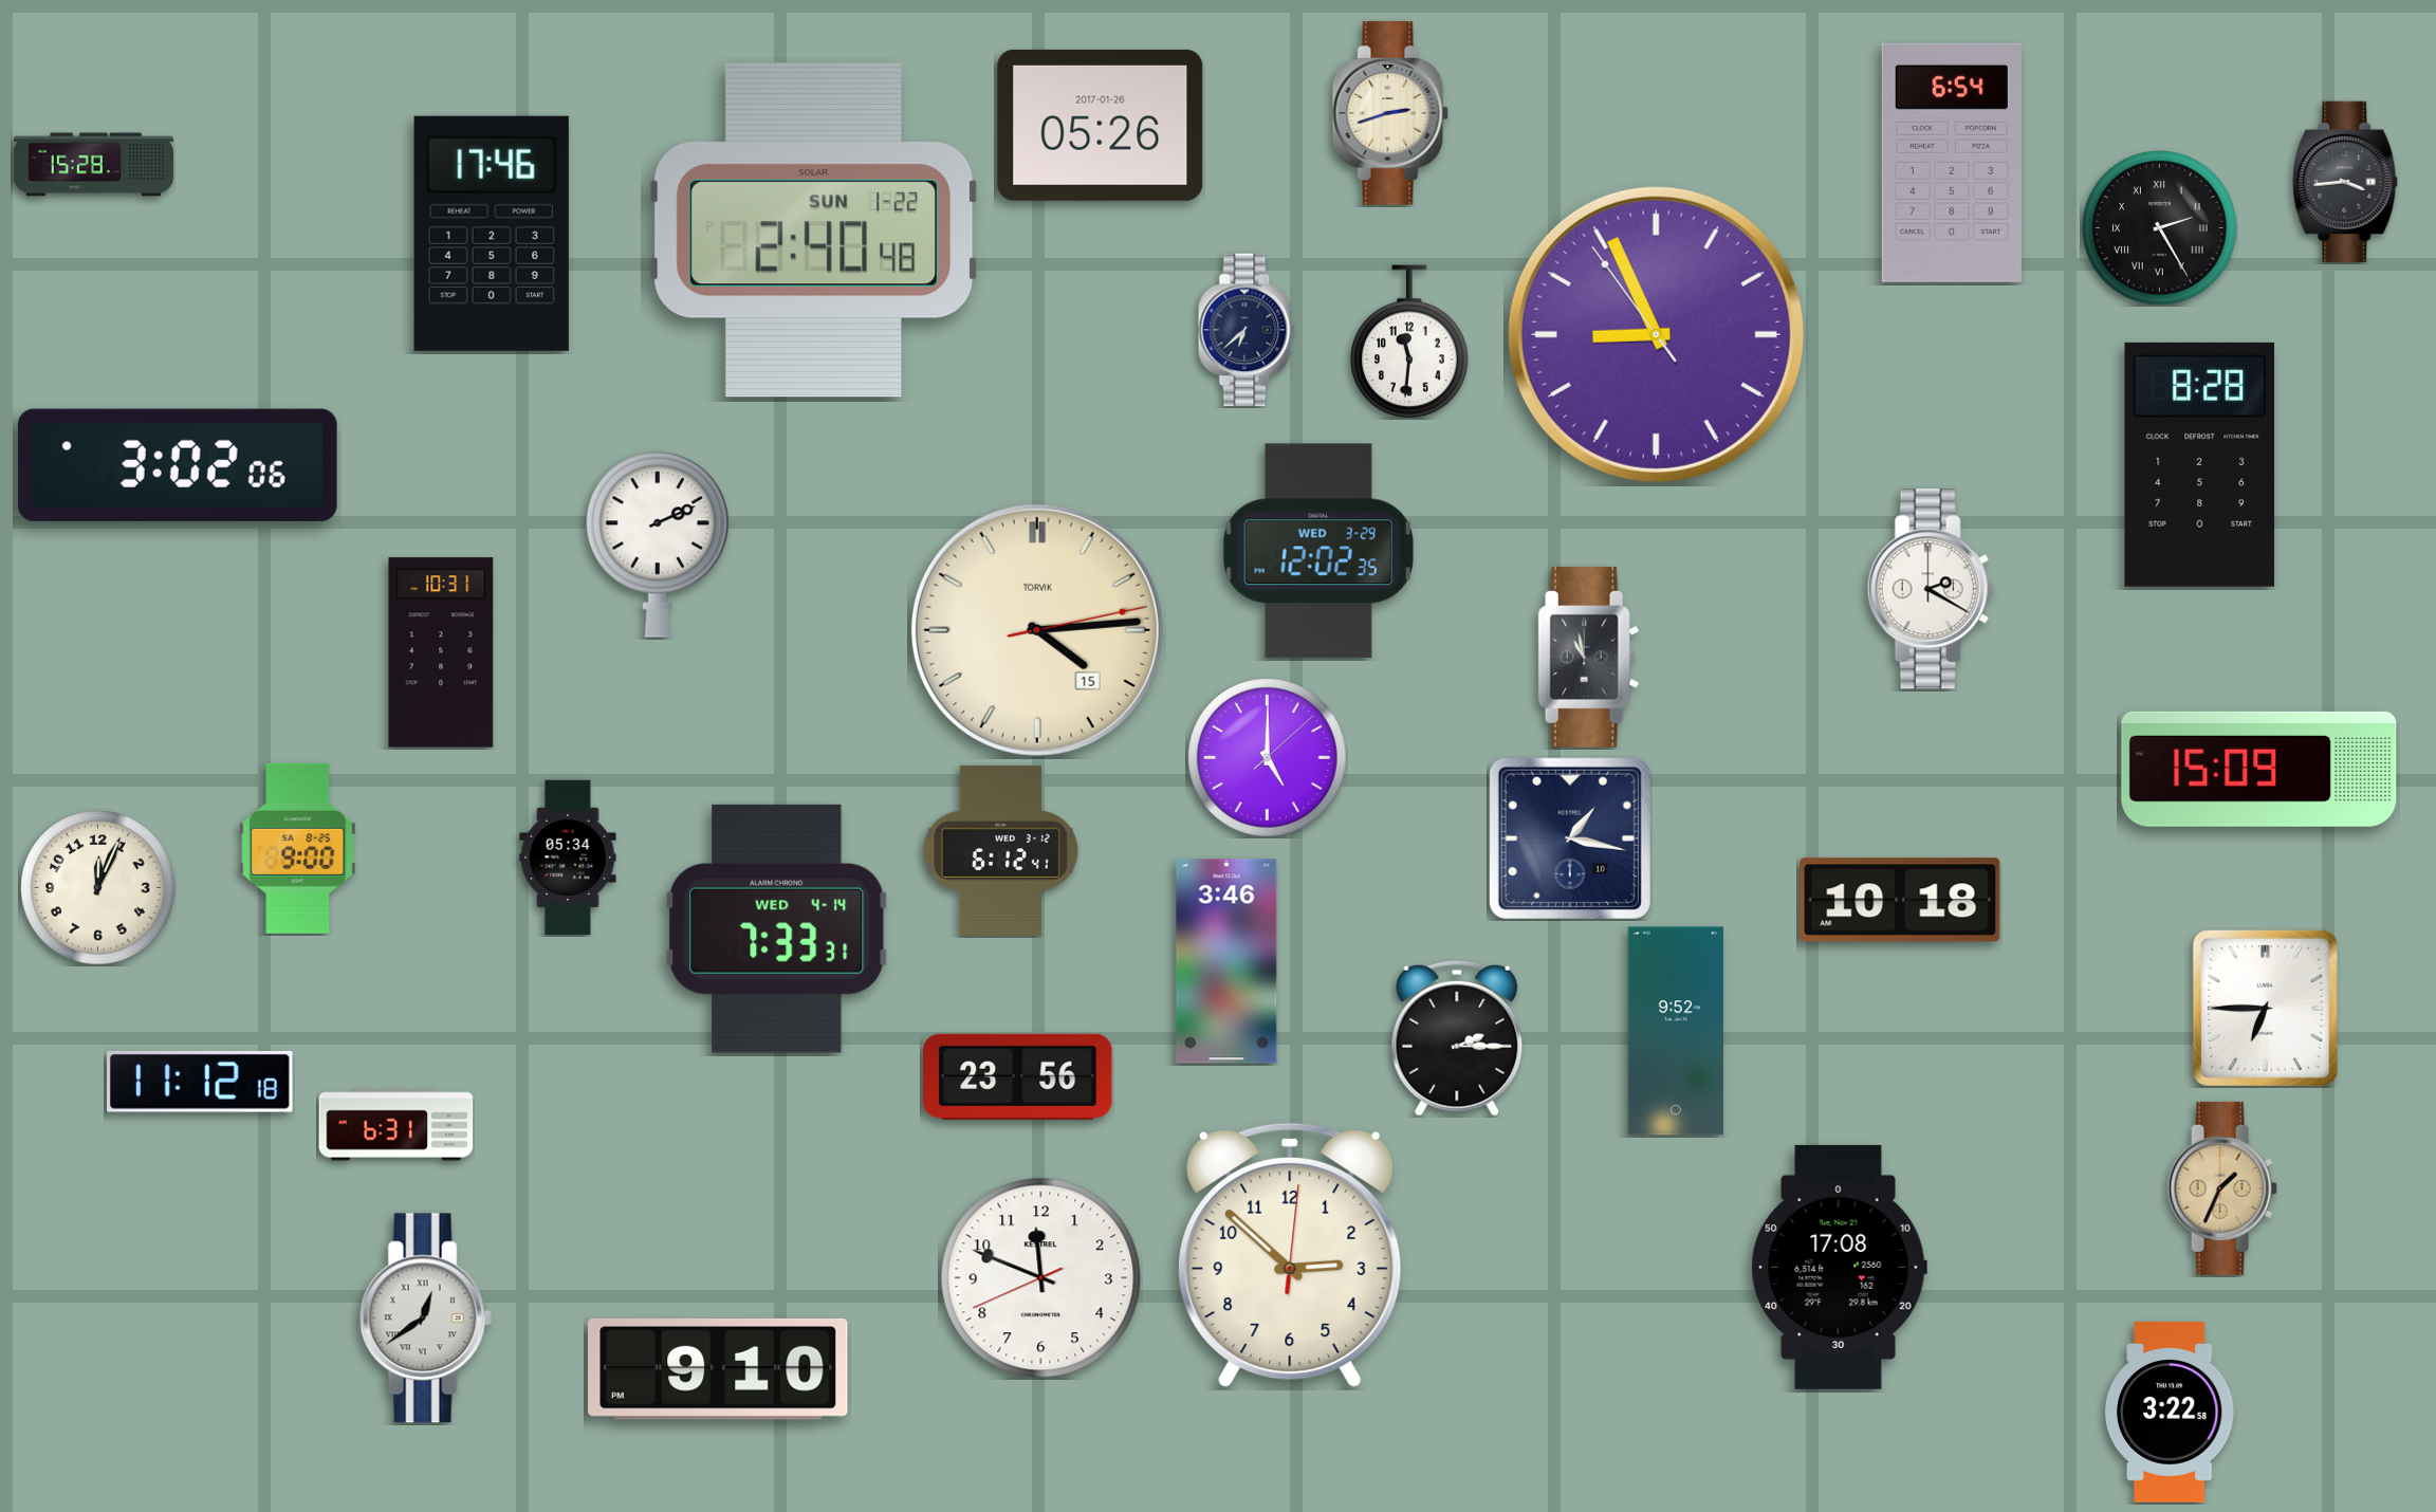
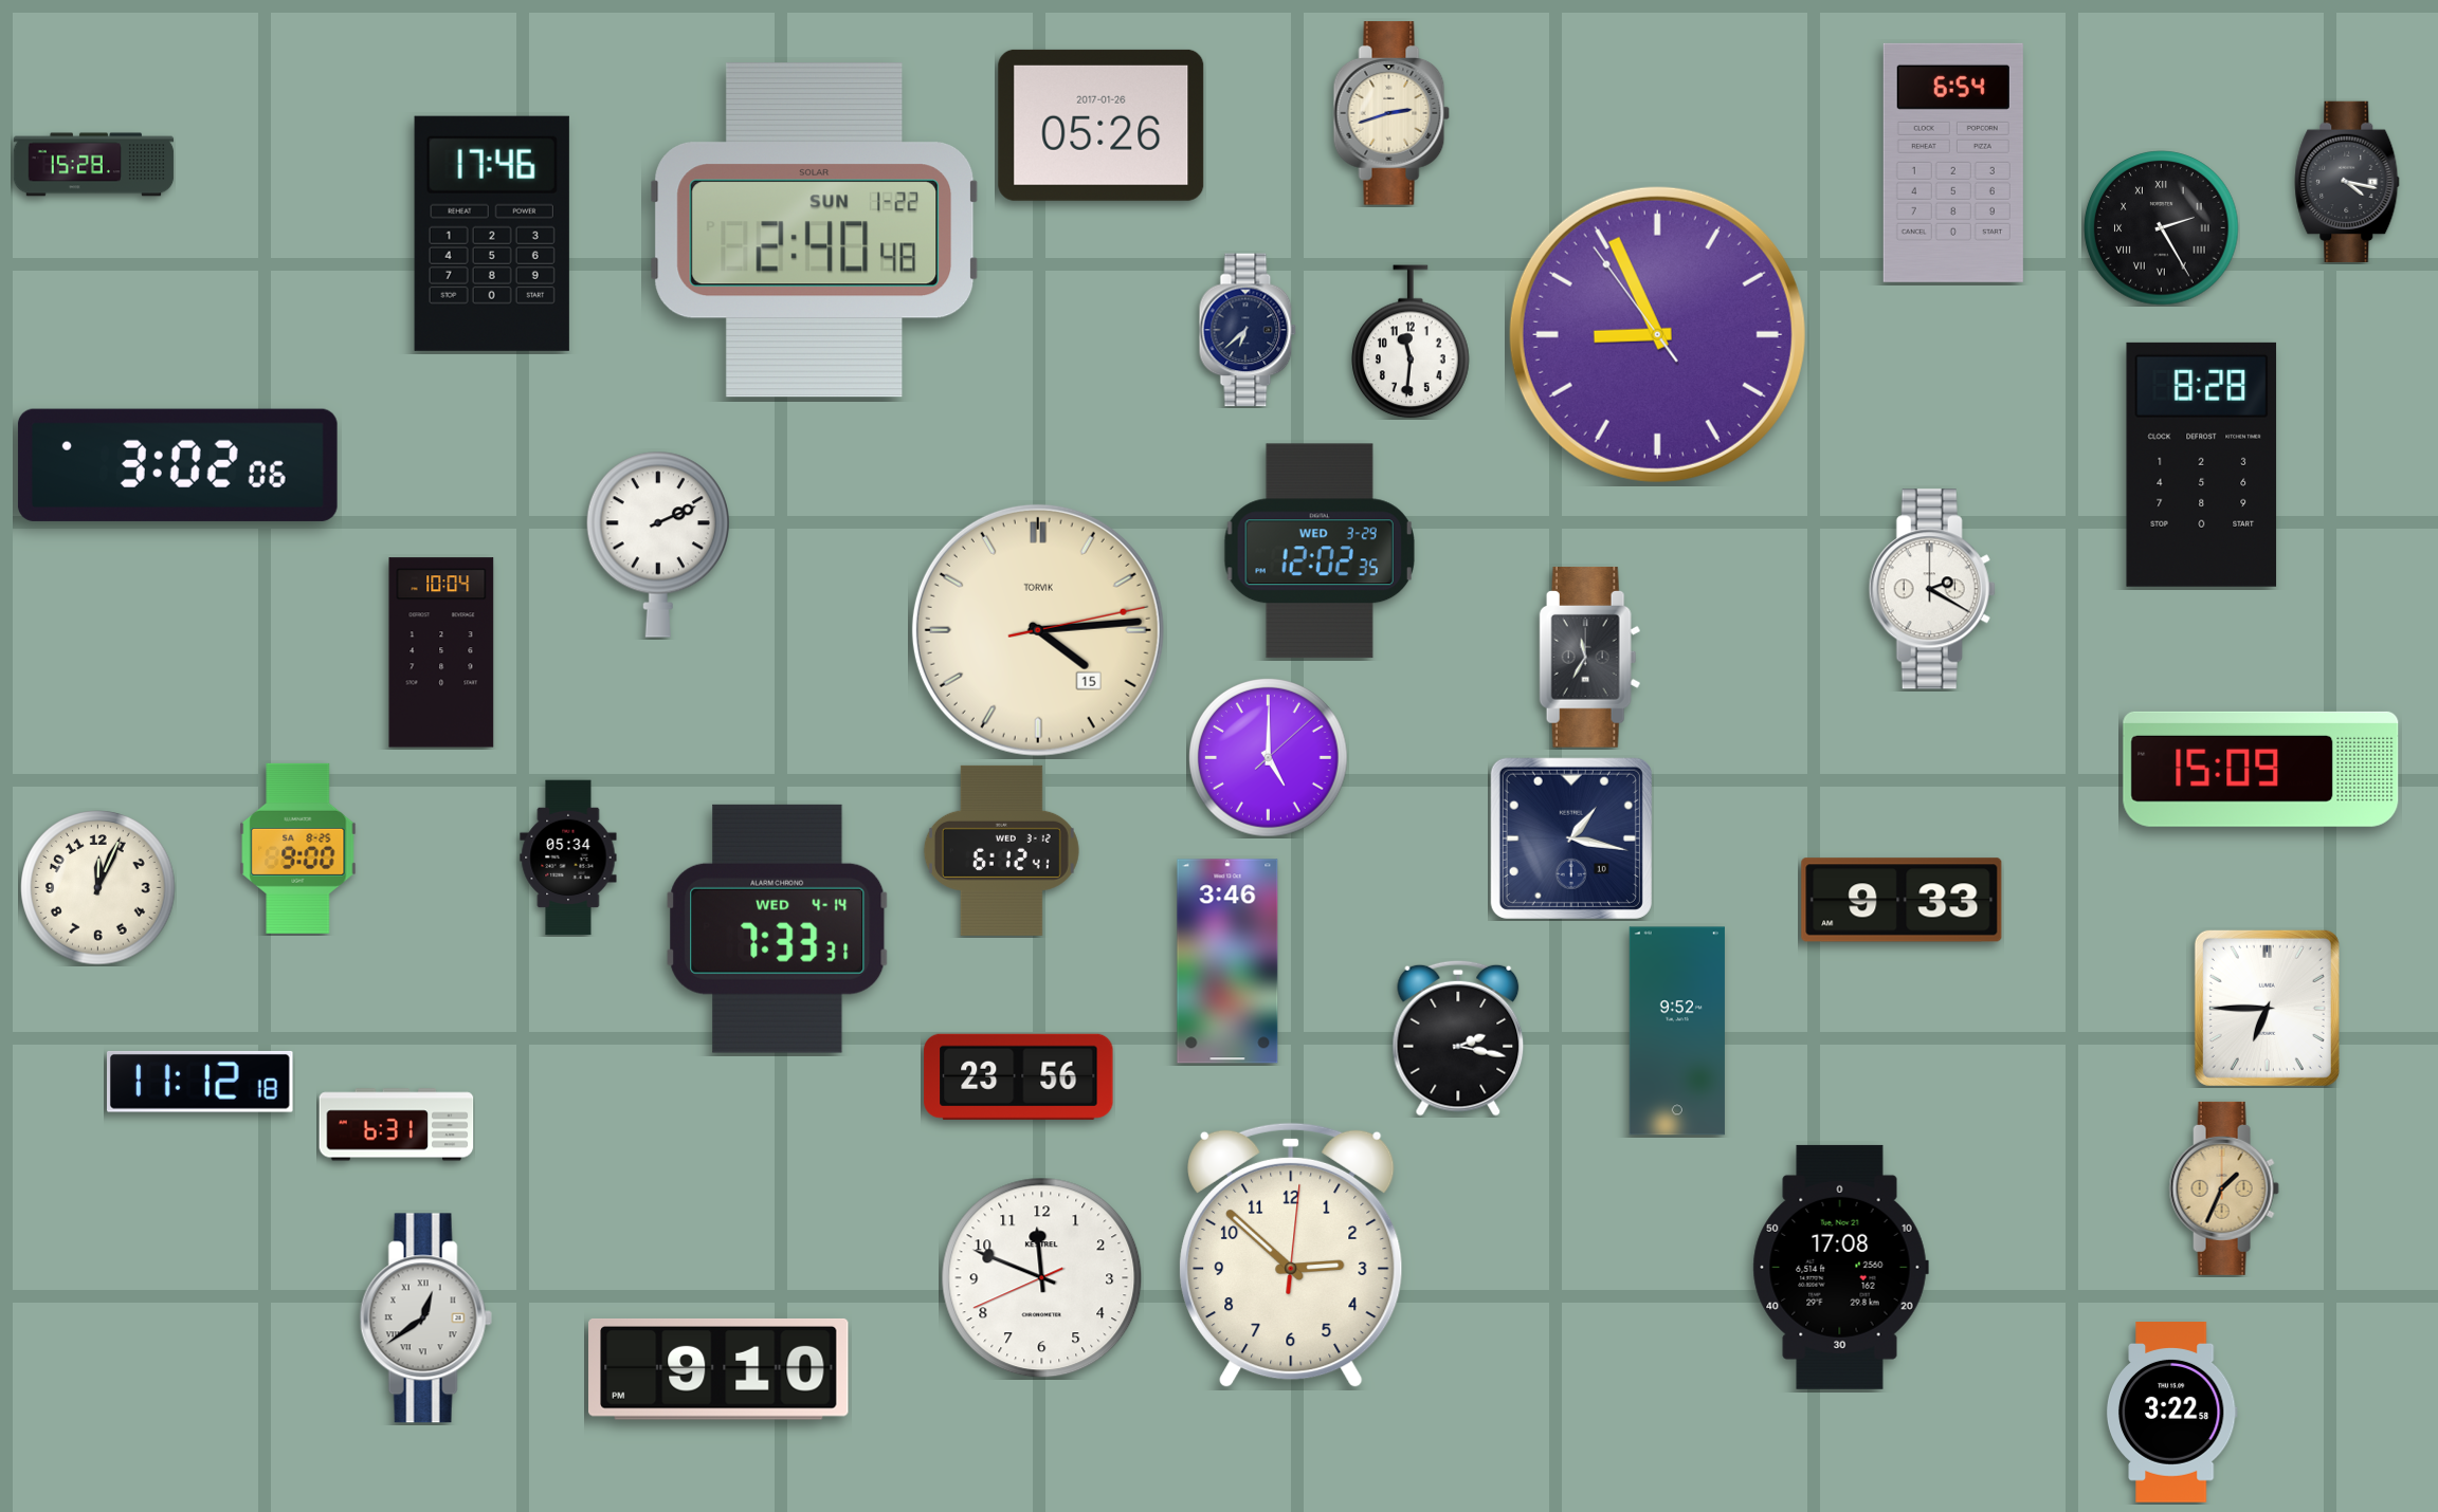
clock at (2345, 181): 3:44 -> 4:17
clock at (441, 652): 10:31 -> 10:04
clock at (1589, 657): 10:58 -> 11:35
clock at (1900, 900): 10:18 -> 9:33
clock at (1457, 1038): 2:15 -> 2:17
